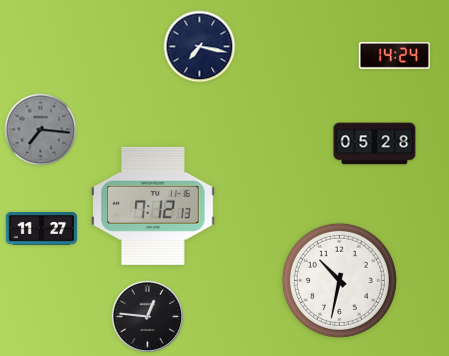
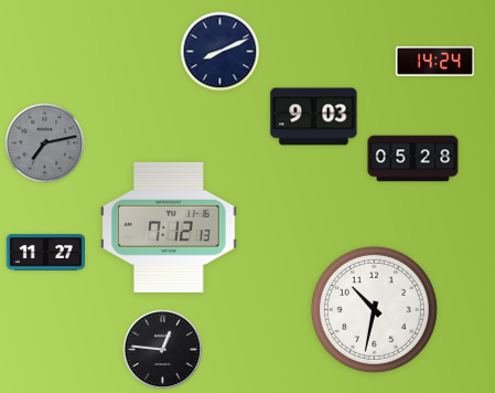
clock at (200, 47): 7:17 -> 8:11
clock at (314, 117): none -> 9:03
clock at (41, 130): 7:16 -> 7:13
